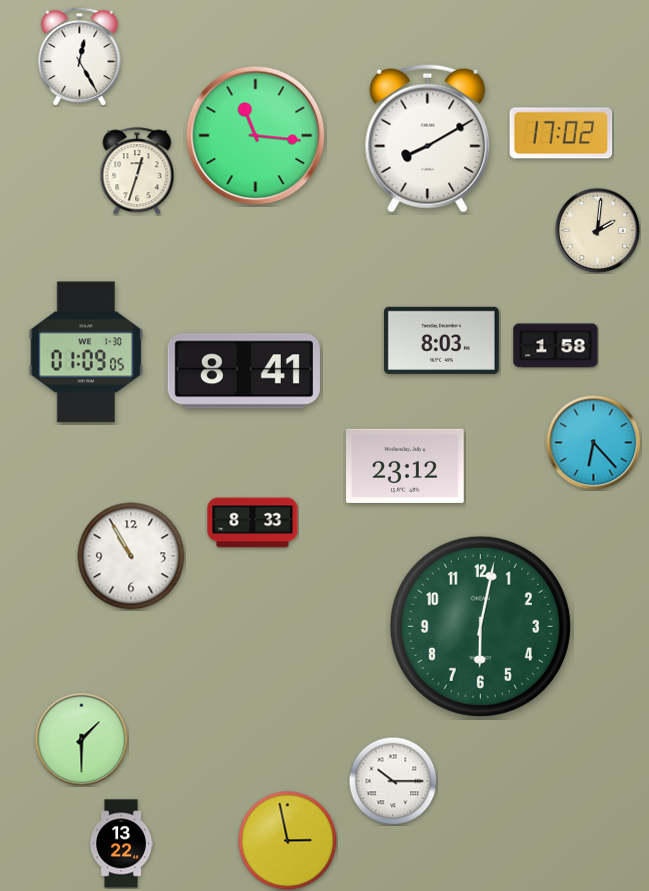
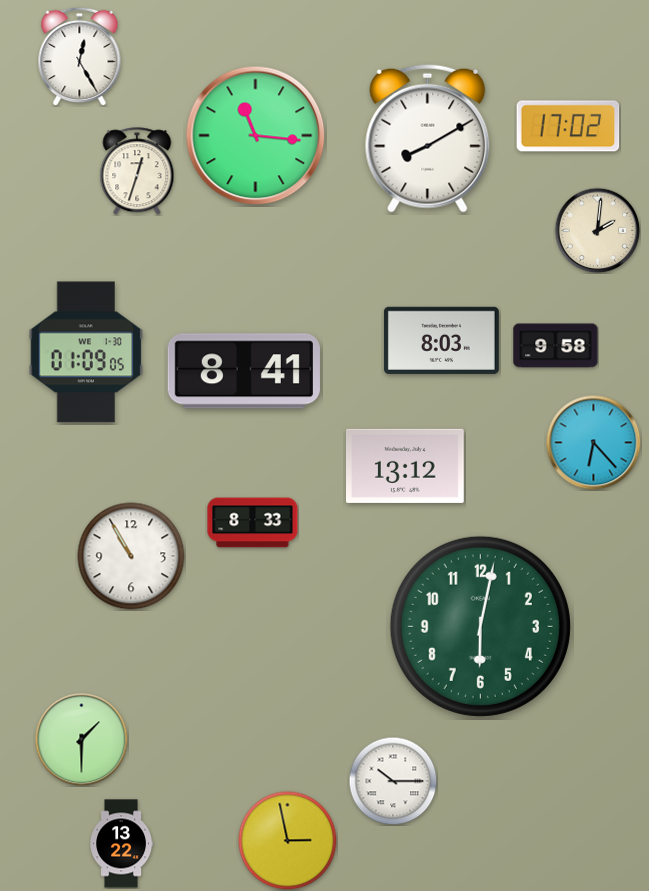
clock at (561, 133) position: (561, 133) -> (568, 126)
clock at (556, 346): 1:58 -> 9:58
clock at (406, 466): 23:12 -> 13:12
